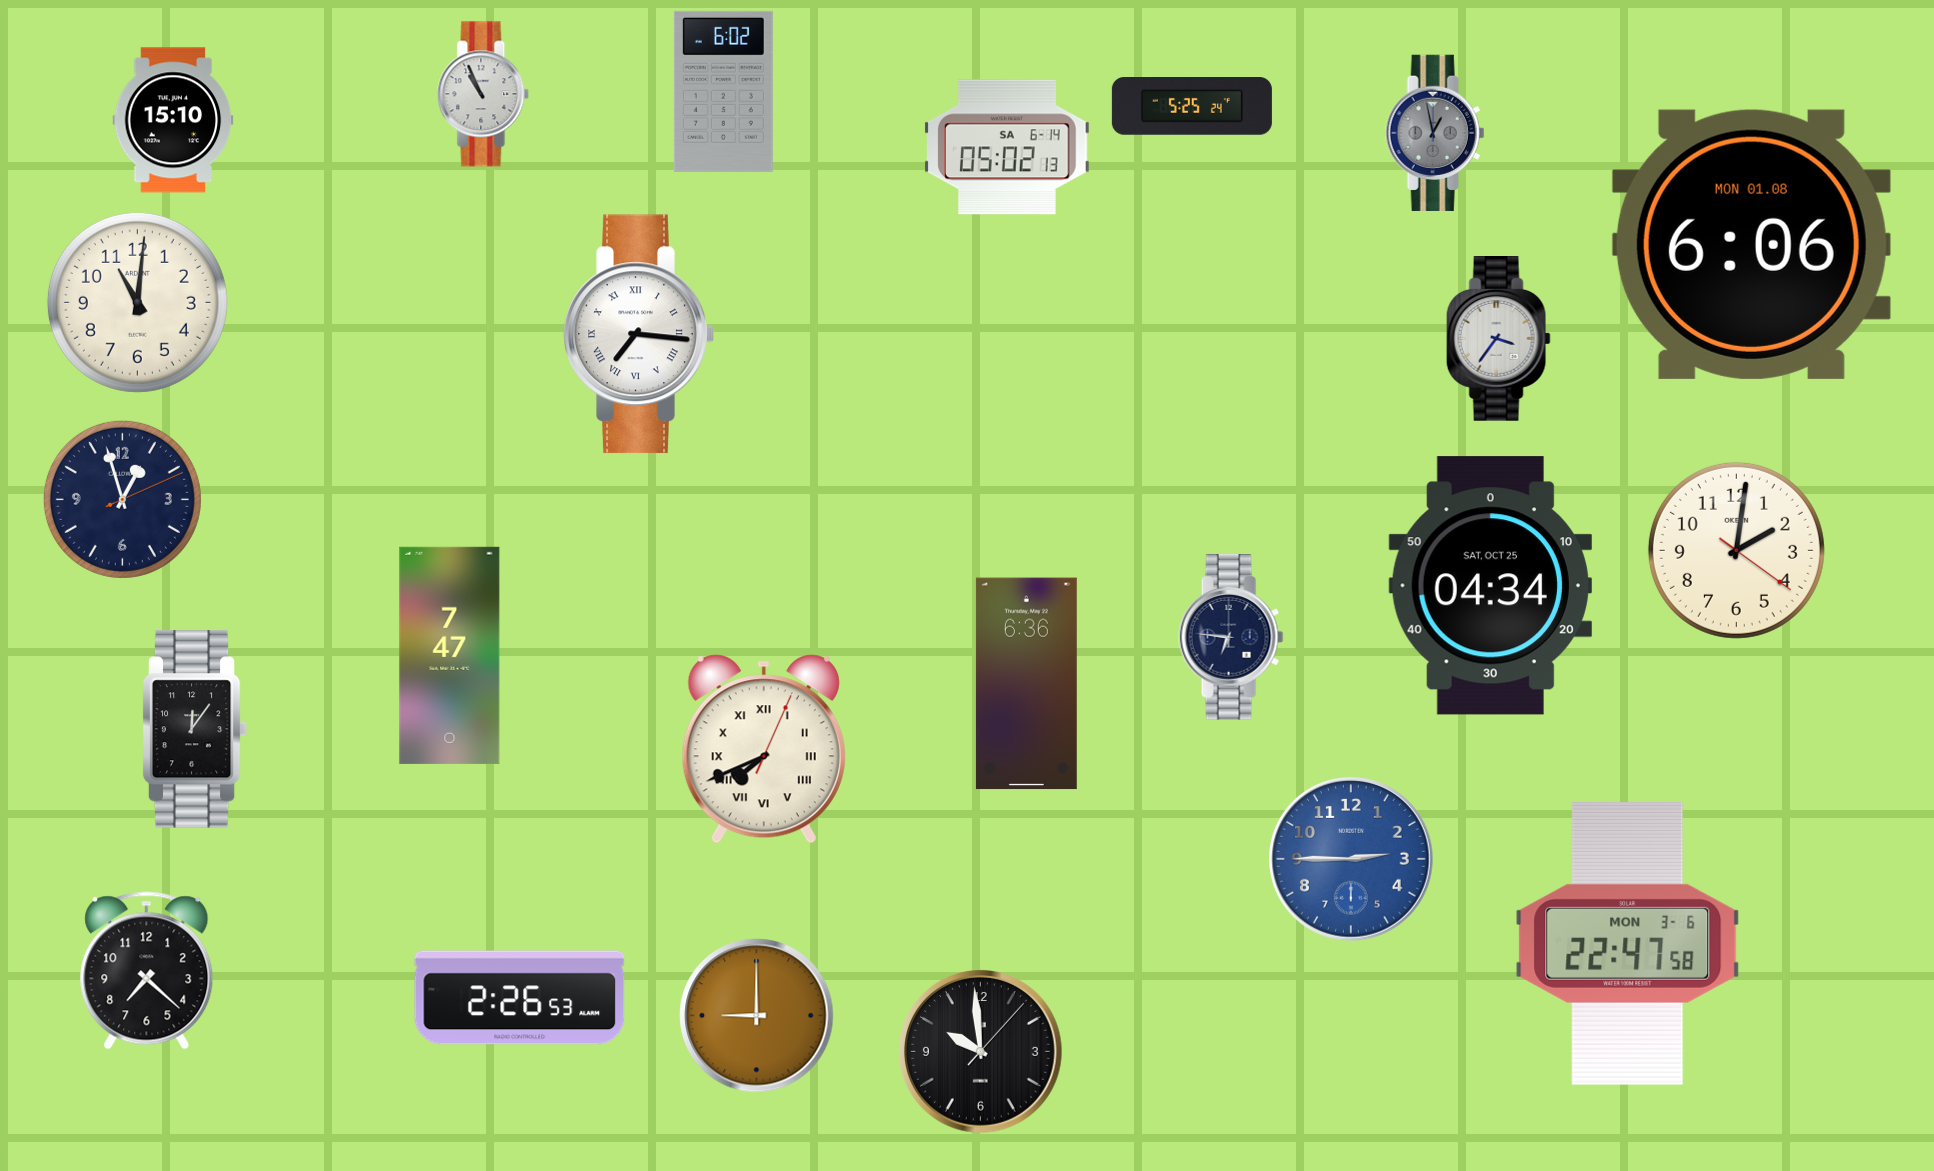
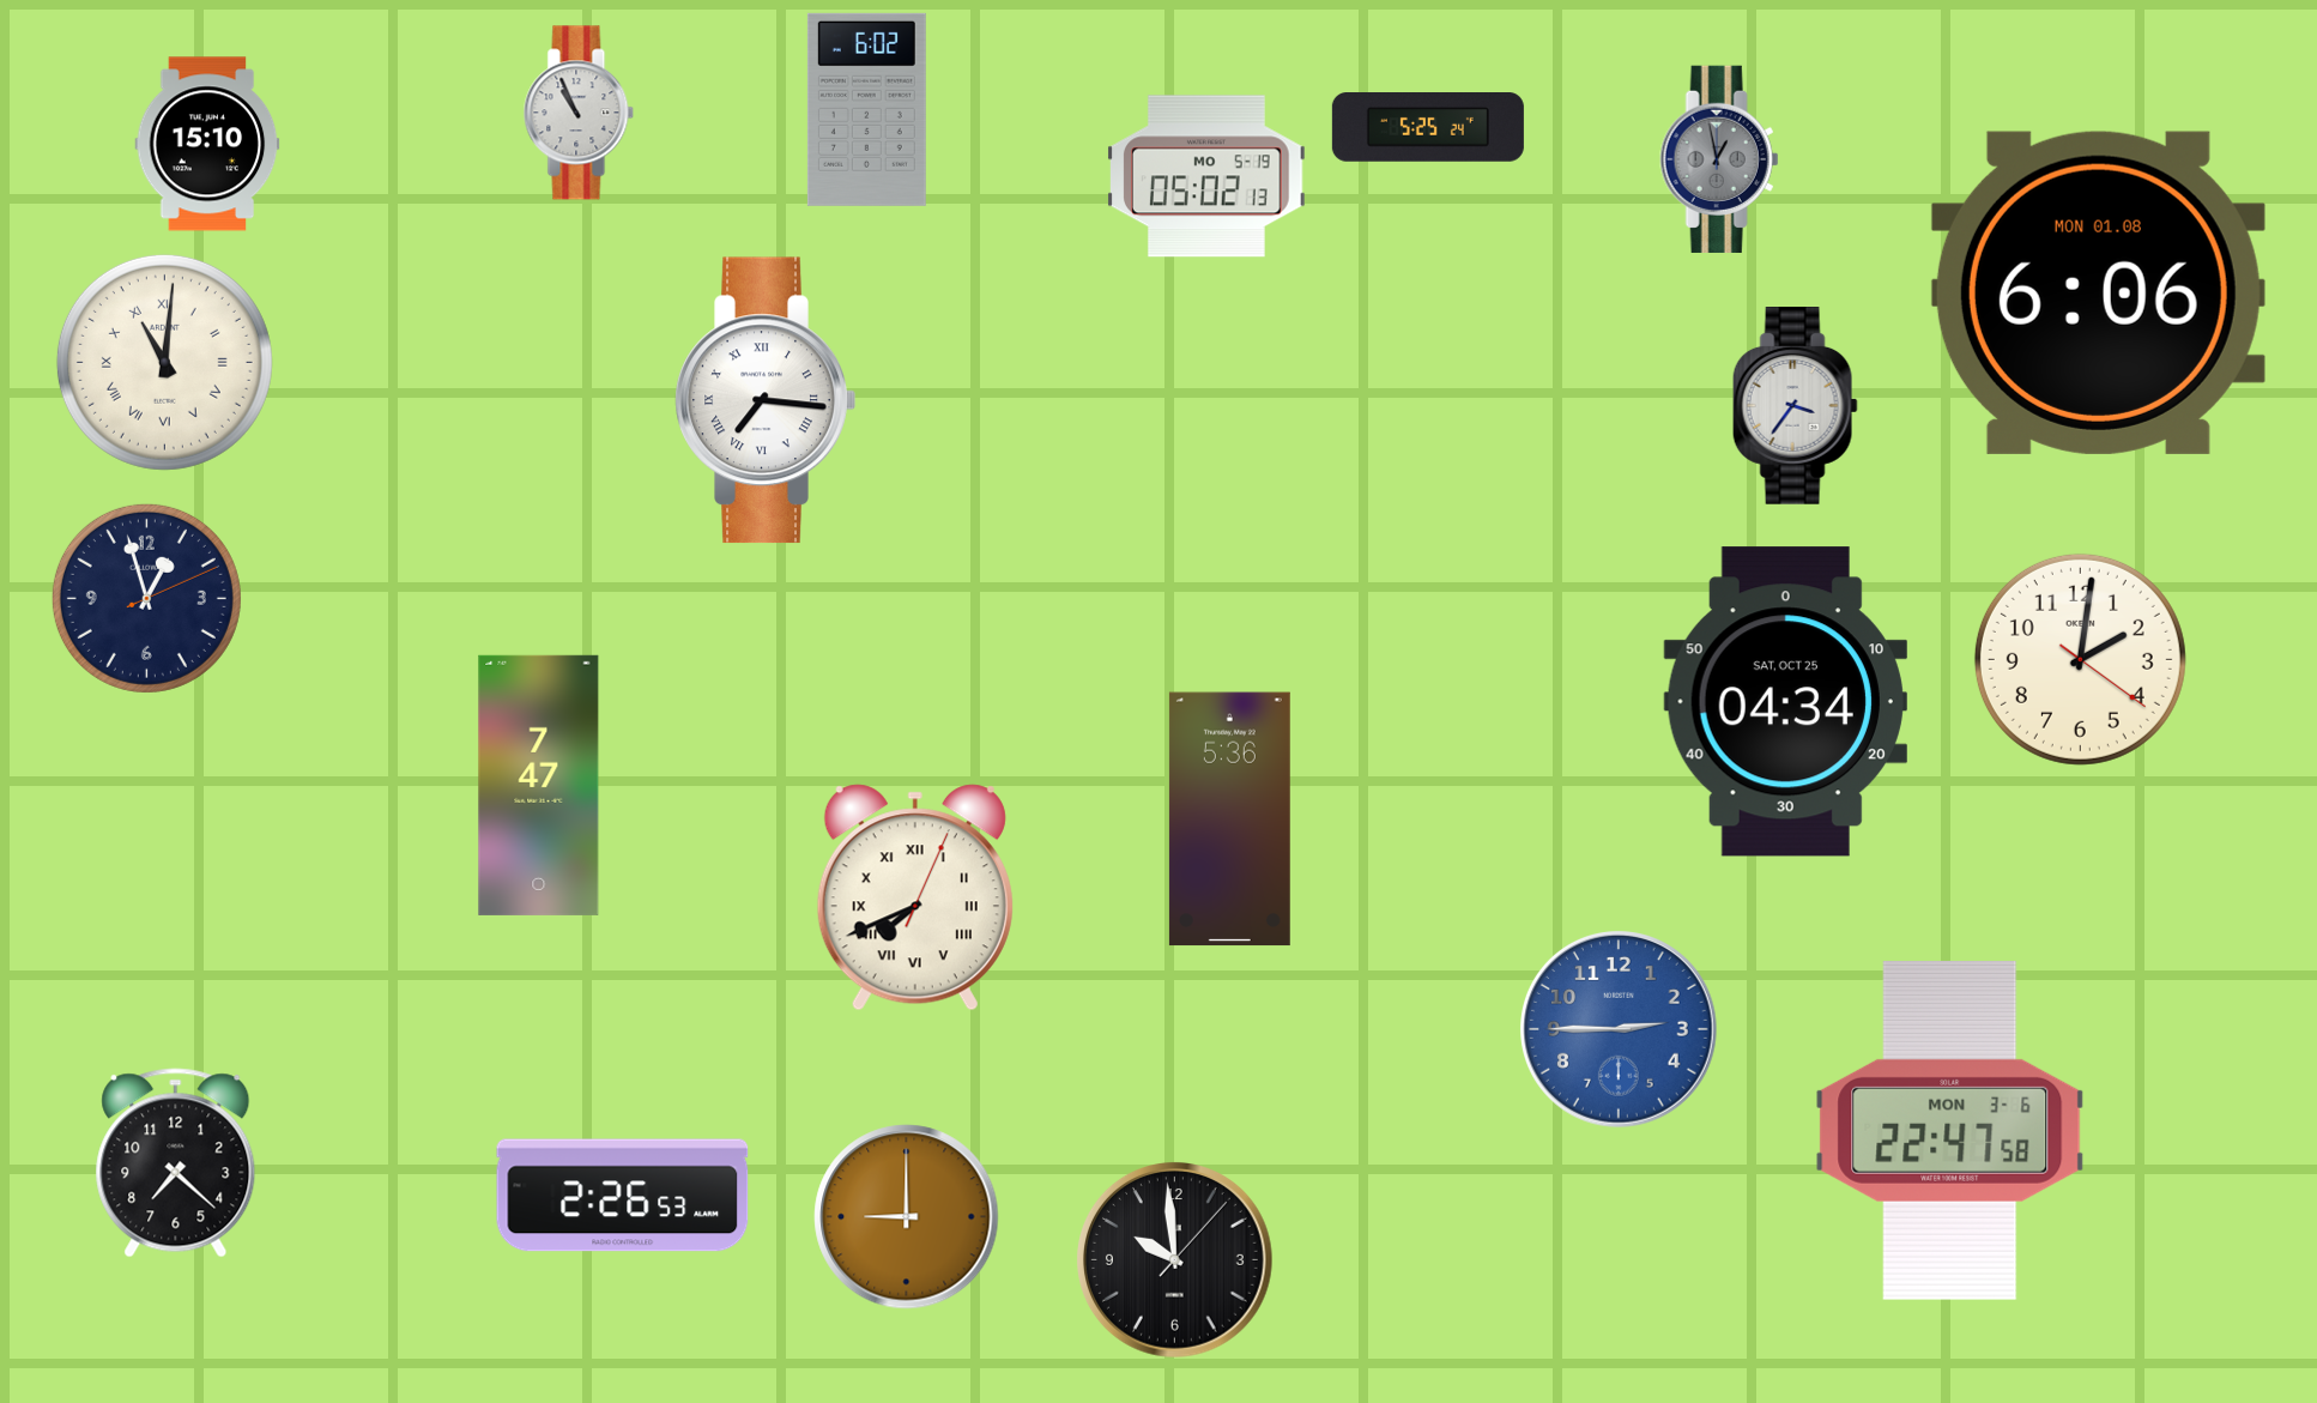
clock at (1008, 147) date: SA 6-14 -> MO 5-19
clock at (137, 302) numerals: Arabic -> Roman
clock at (1231, 637): 6:46 -> none
clock at (1026, 684): 6:36 -> 5:36
clock at (195, 729): 12:06 -> none
